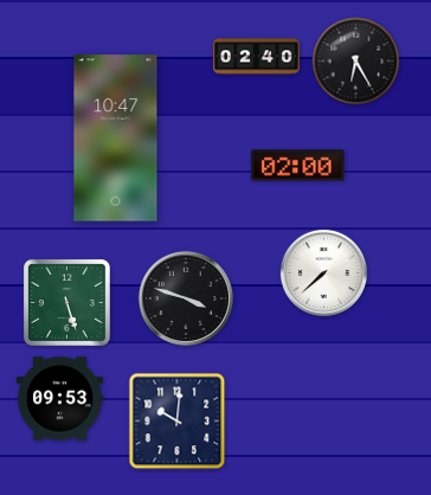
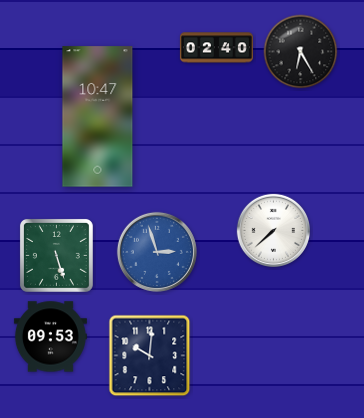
clock at (298, 166): 02:00 -> none
clock at (186, 298): 3:48 -> 2:57
clock at (186, 298) dial: black -> blue
